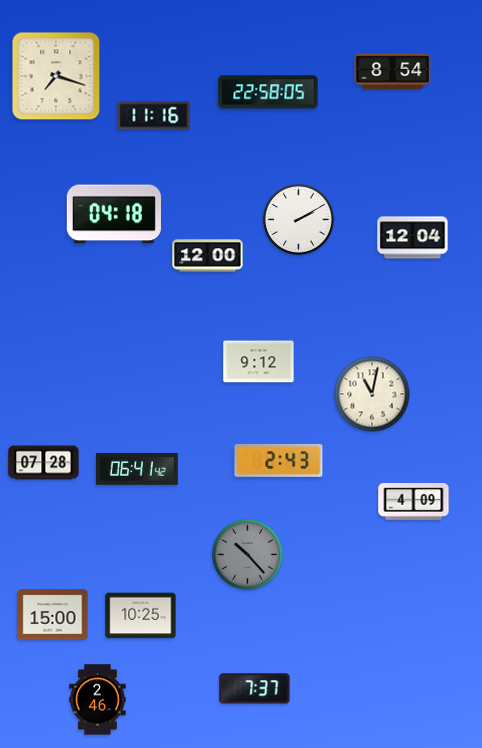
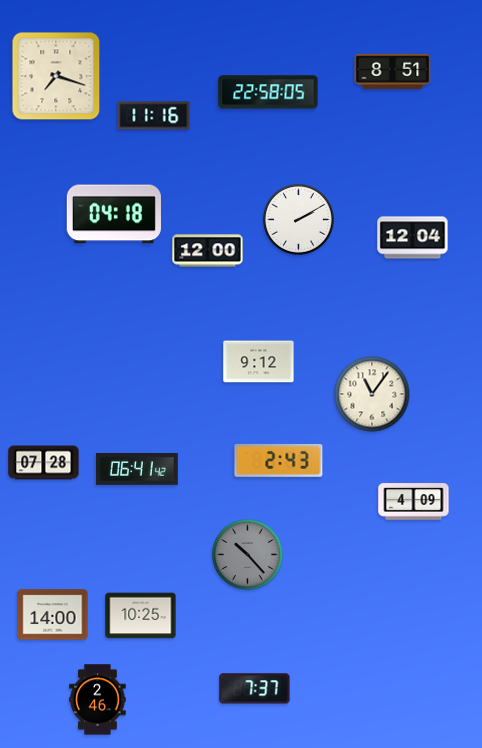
clock at (393, 72): 8:54 -> 8:51
clock at (208, 256) position: (208, 256) -> (208, 251)
clock at (372, 394): 11:02 -> 11:06
clock at (53, 615): 15:00 -> 14:00
